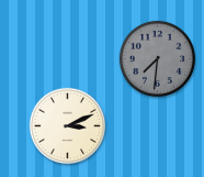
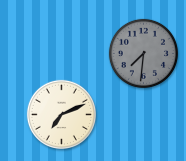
clock at (67, 125): 3:11 -> 7:11
